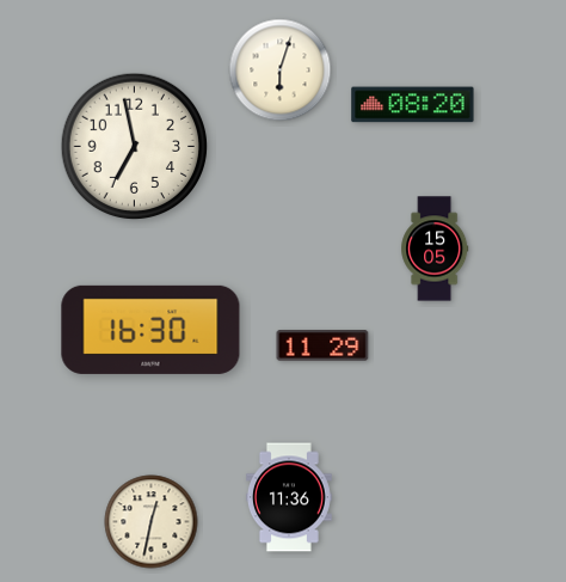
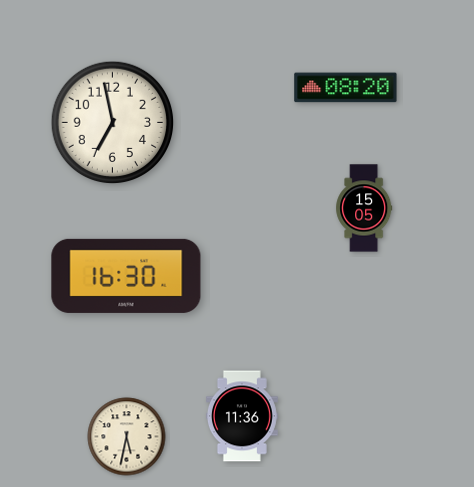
clock at (281, 71): 6:03 -> none
clock at (322, 345): 11:29 -> none
clock at (152, 522): 12:32 -> 5:32
